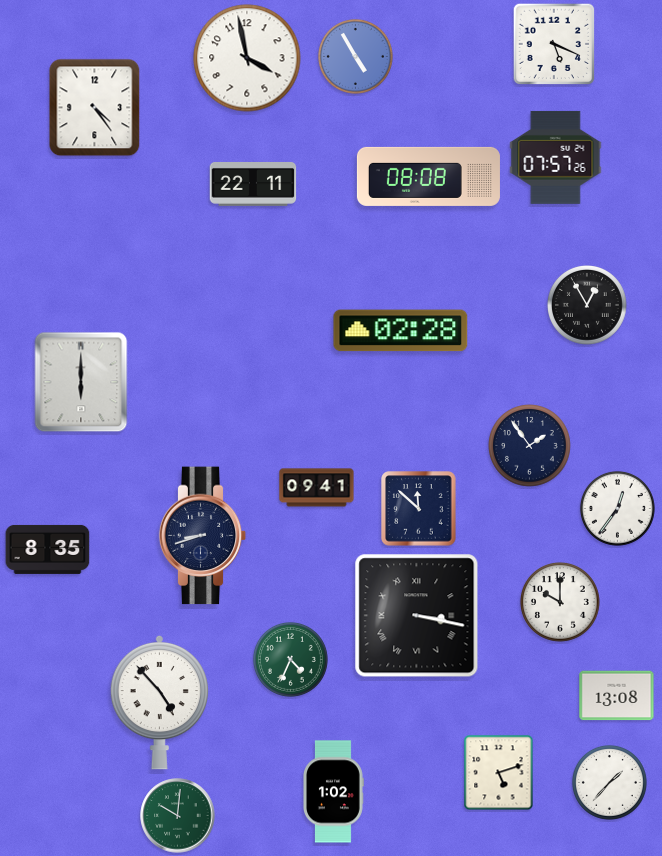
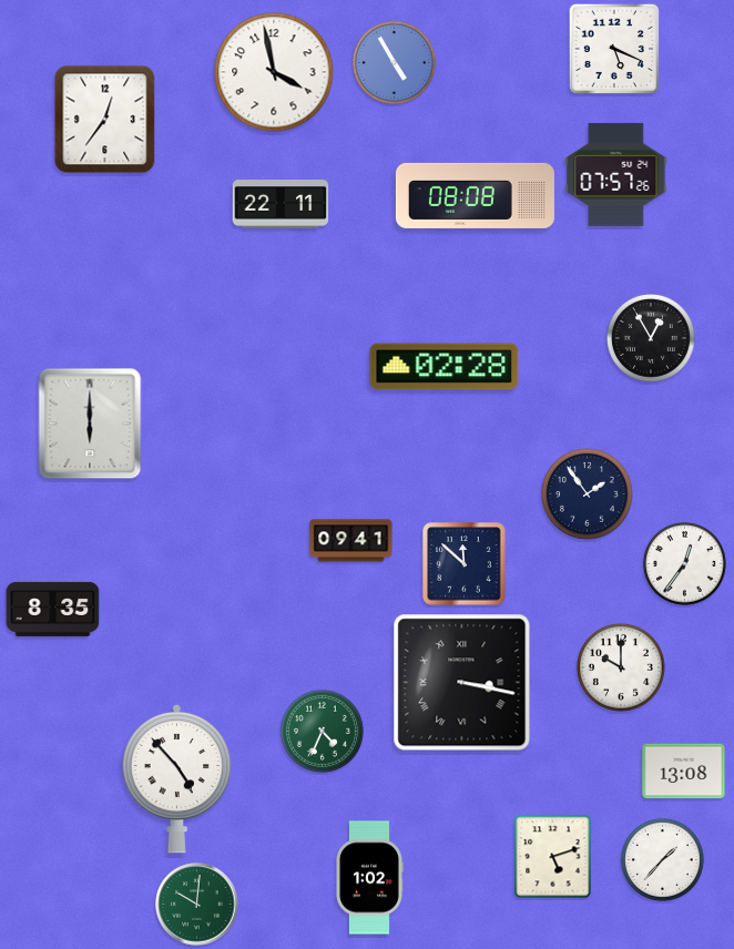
clock at (247, 58) position: (247, 58) -> (274, 72)
clock at (95, 108): 4:24 -> 12:36
clock at (203, 536): 8:42 -> none
clock at (609, 782) position: (609, 782) -> (662, 859)
